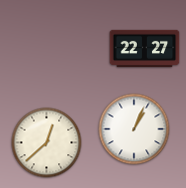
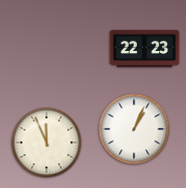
clock at (145, 49): 22:27 -> 22:23
clock at (47, 143): 12:38 -> 11:56
